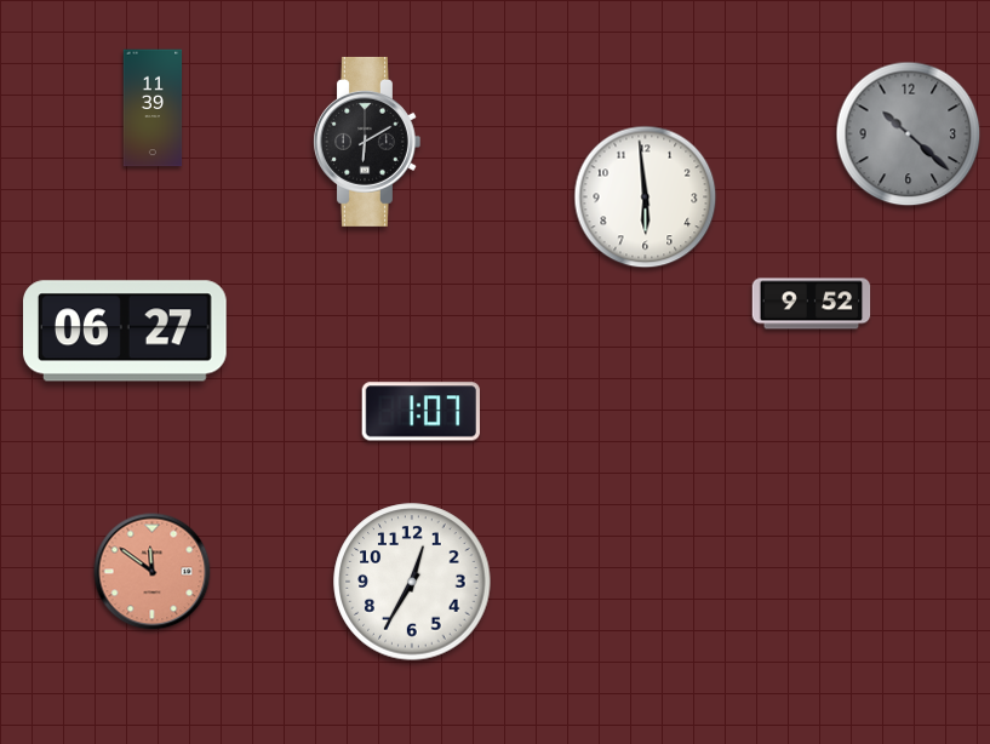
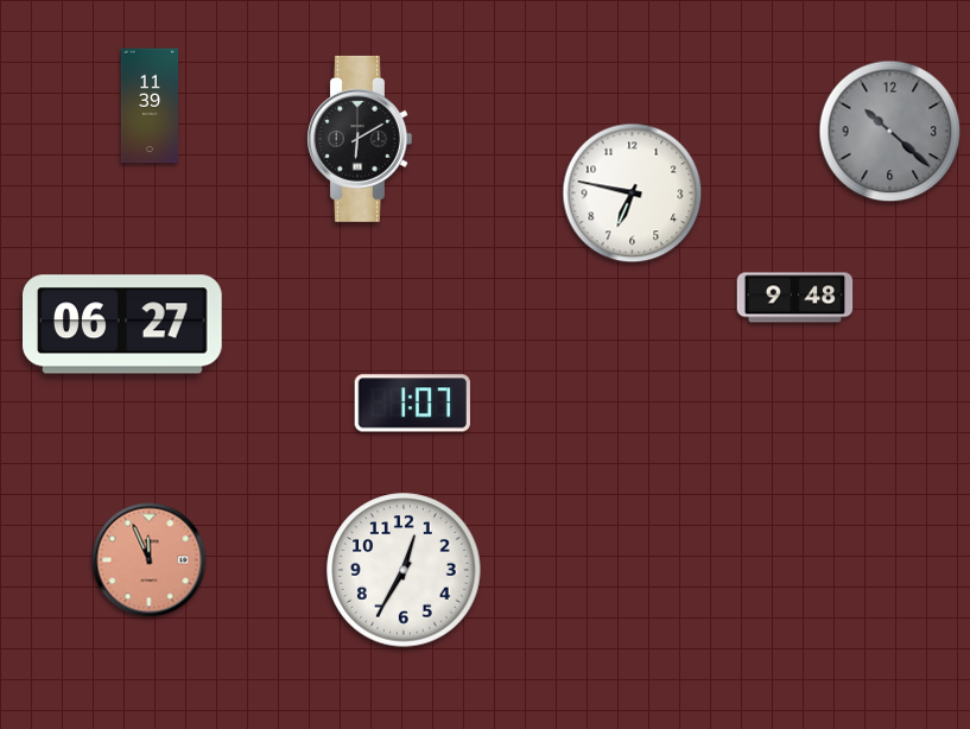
clock at (646, 198): 5:59 -> 6:47
clock at (812, 304): 9:52 -> 9:48
clock at (153, 572): 11:51 -> 11:56
